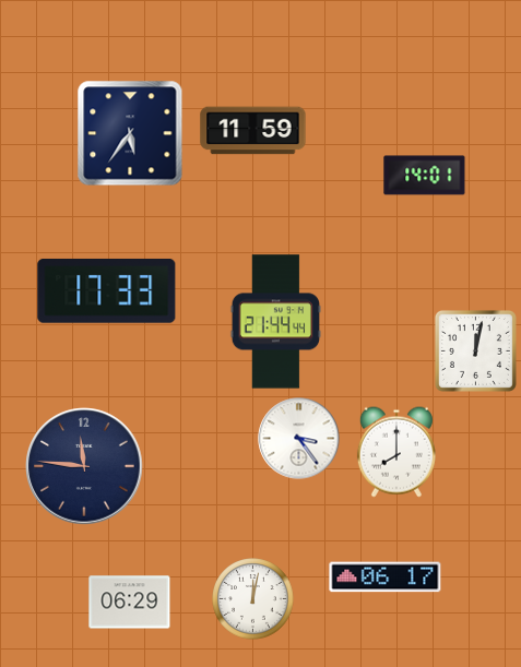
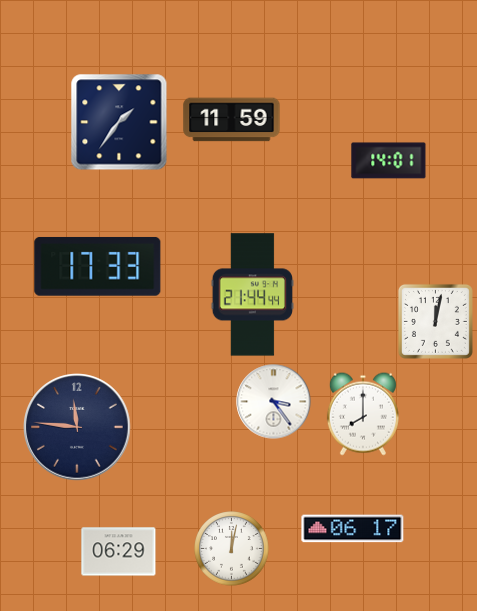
clock at (130, 133): 5:36 -> 1:36
